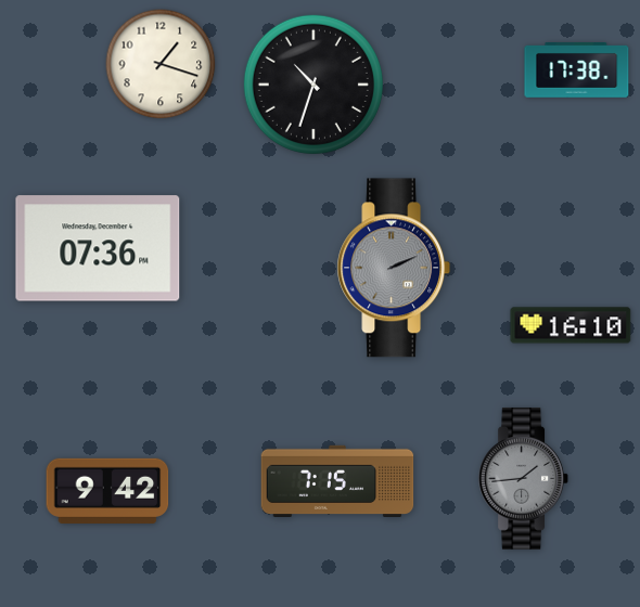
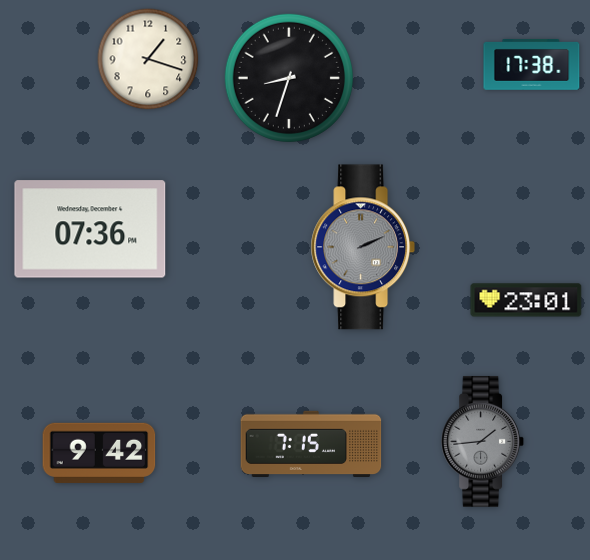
clock at (313, 85): 10:33 -> 8:33
clock at (571, 325): 16:10 -> 23:01
